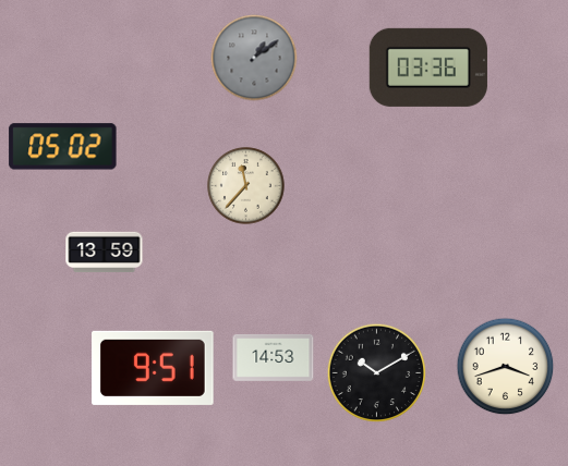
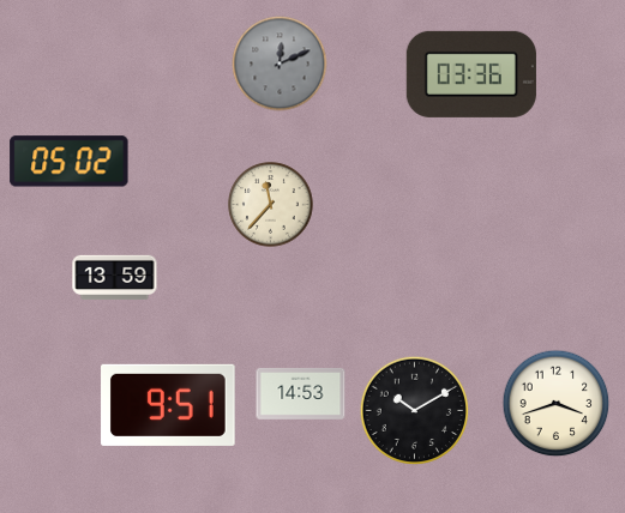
clock at (254, 58): 1:09 -> 12:11
